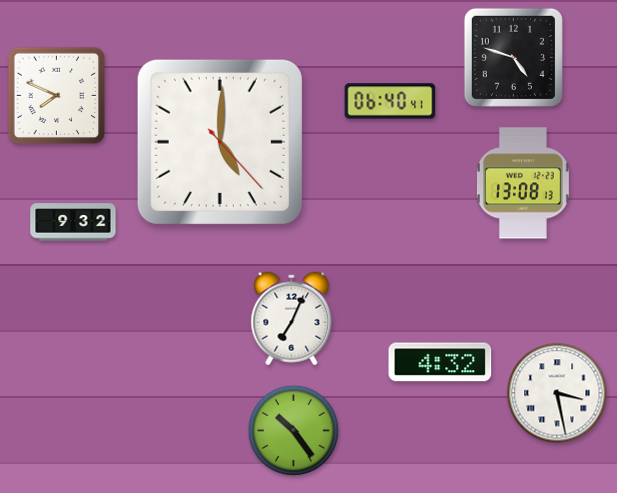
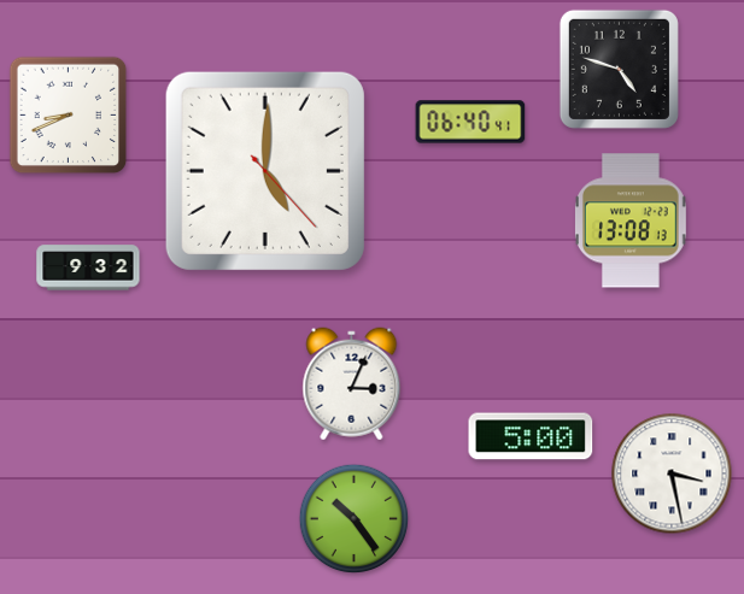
clock at (57, 96): 7:49 -> 8:41
clock at (292, 319): 7:04 -> 3:04
clock at (440, 362): 4:32 -> 5:00
